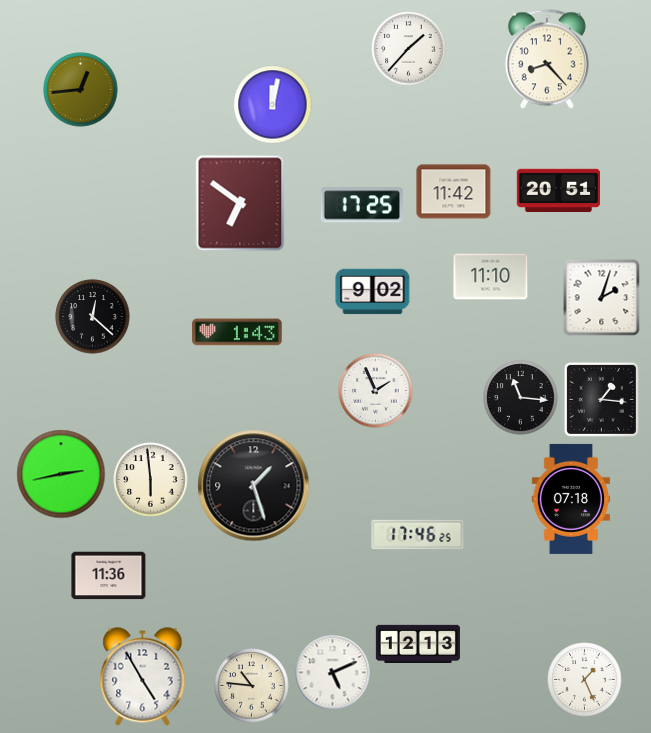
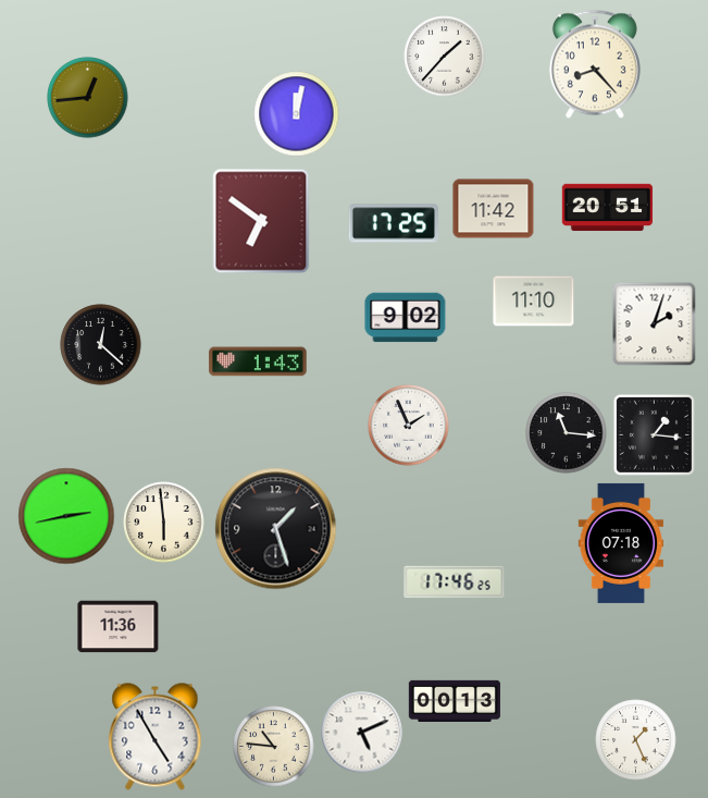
clock at (409, 49) position: (409, 49) -> (445, 57)
clock at (418, 644): 12:13 -> 00:13
